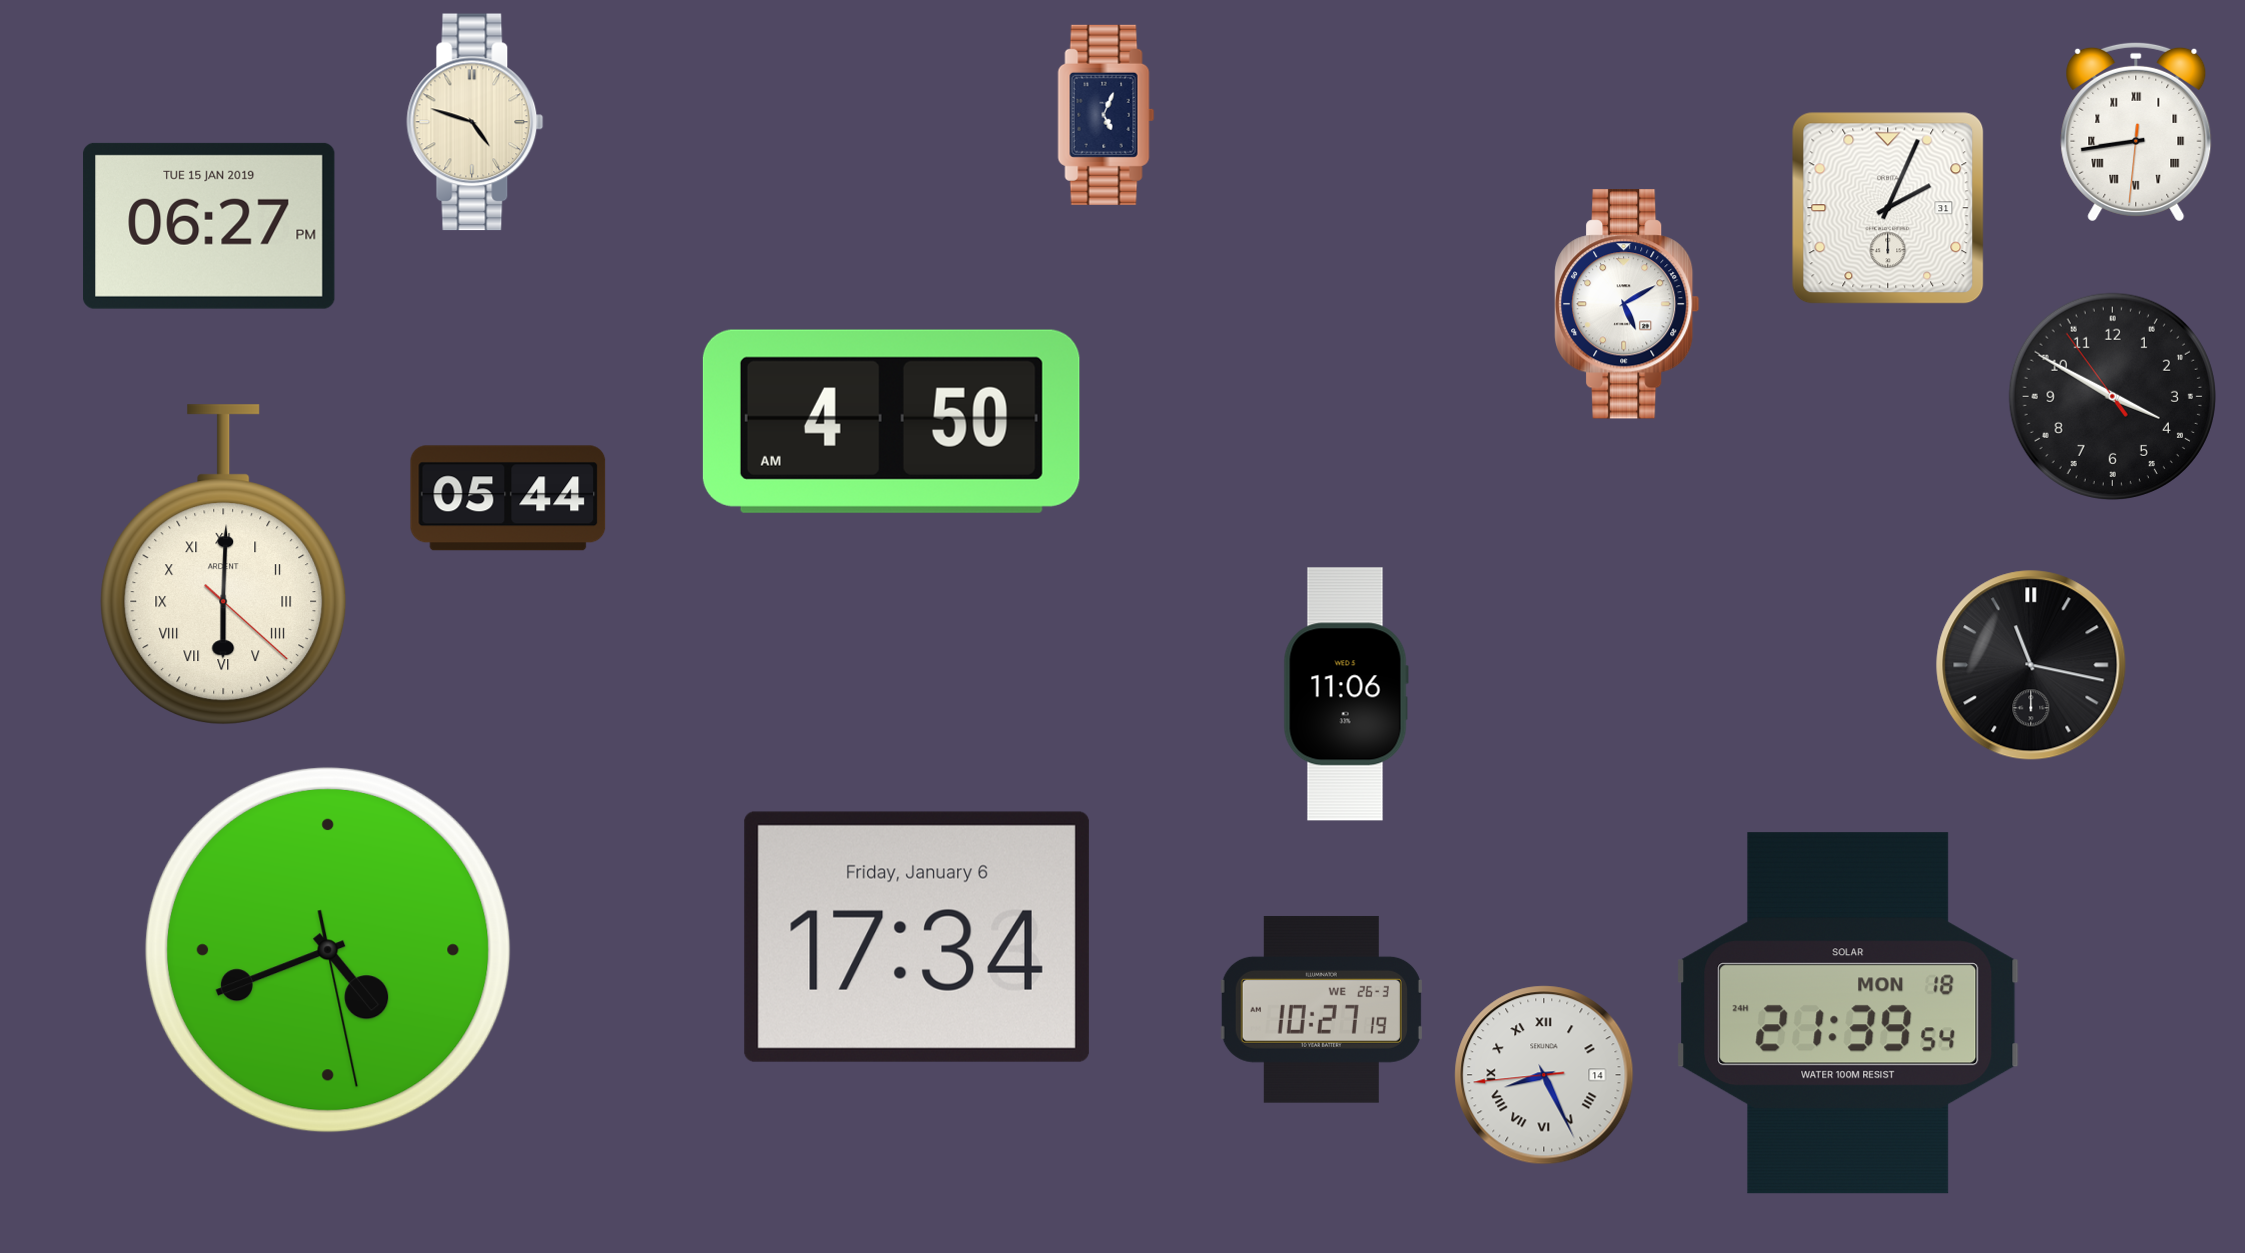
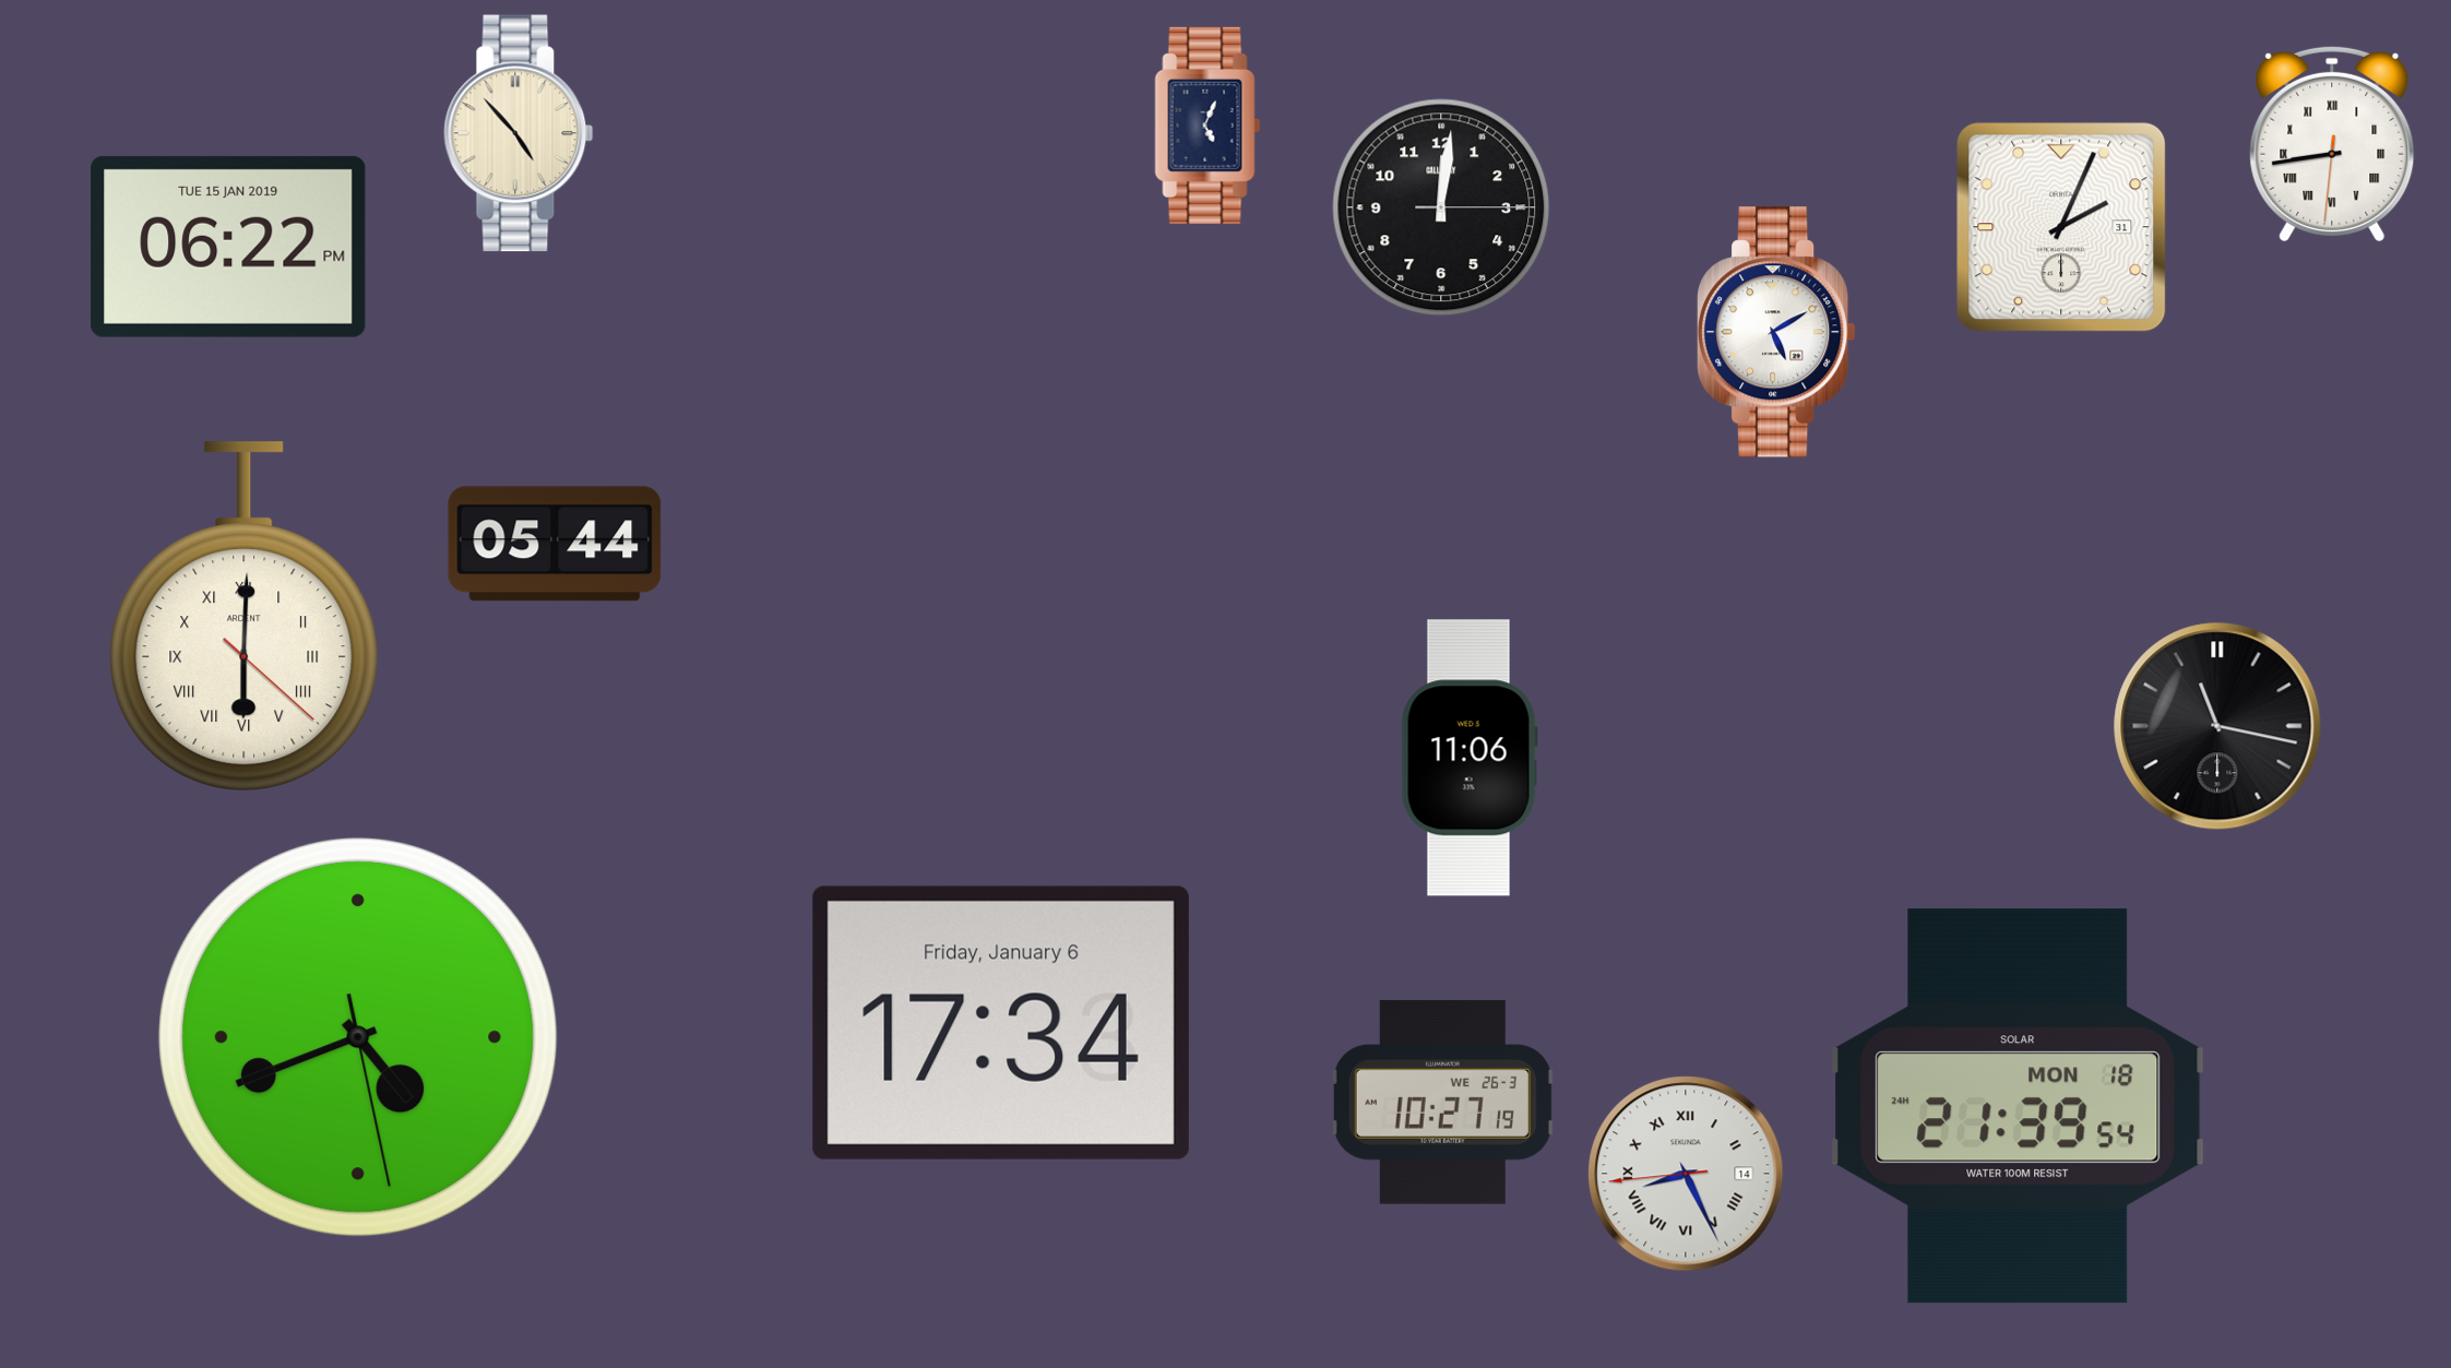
clock at (475, 122): 4:48 -> 4:53
clock at (1441, 207): none -> 12:01
clock at (209, 226): 06:27 -> 06:22
clock at (2112, 396): 3:49 -> none
clock at (891, 421): 4:50 -> none
